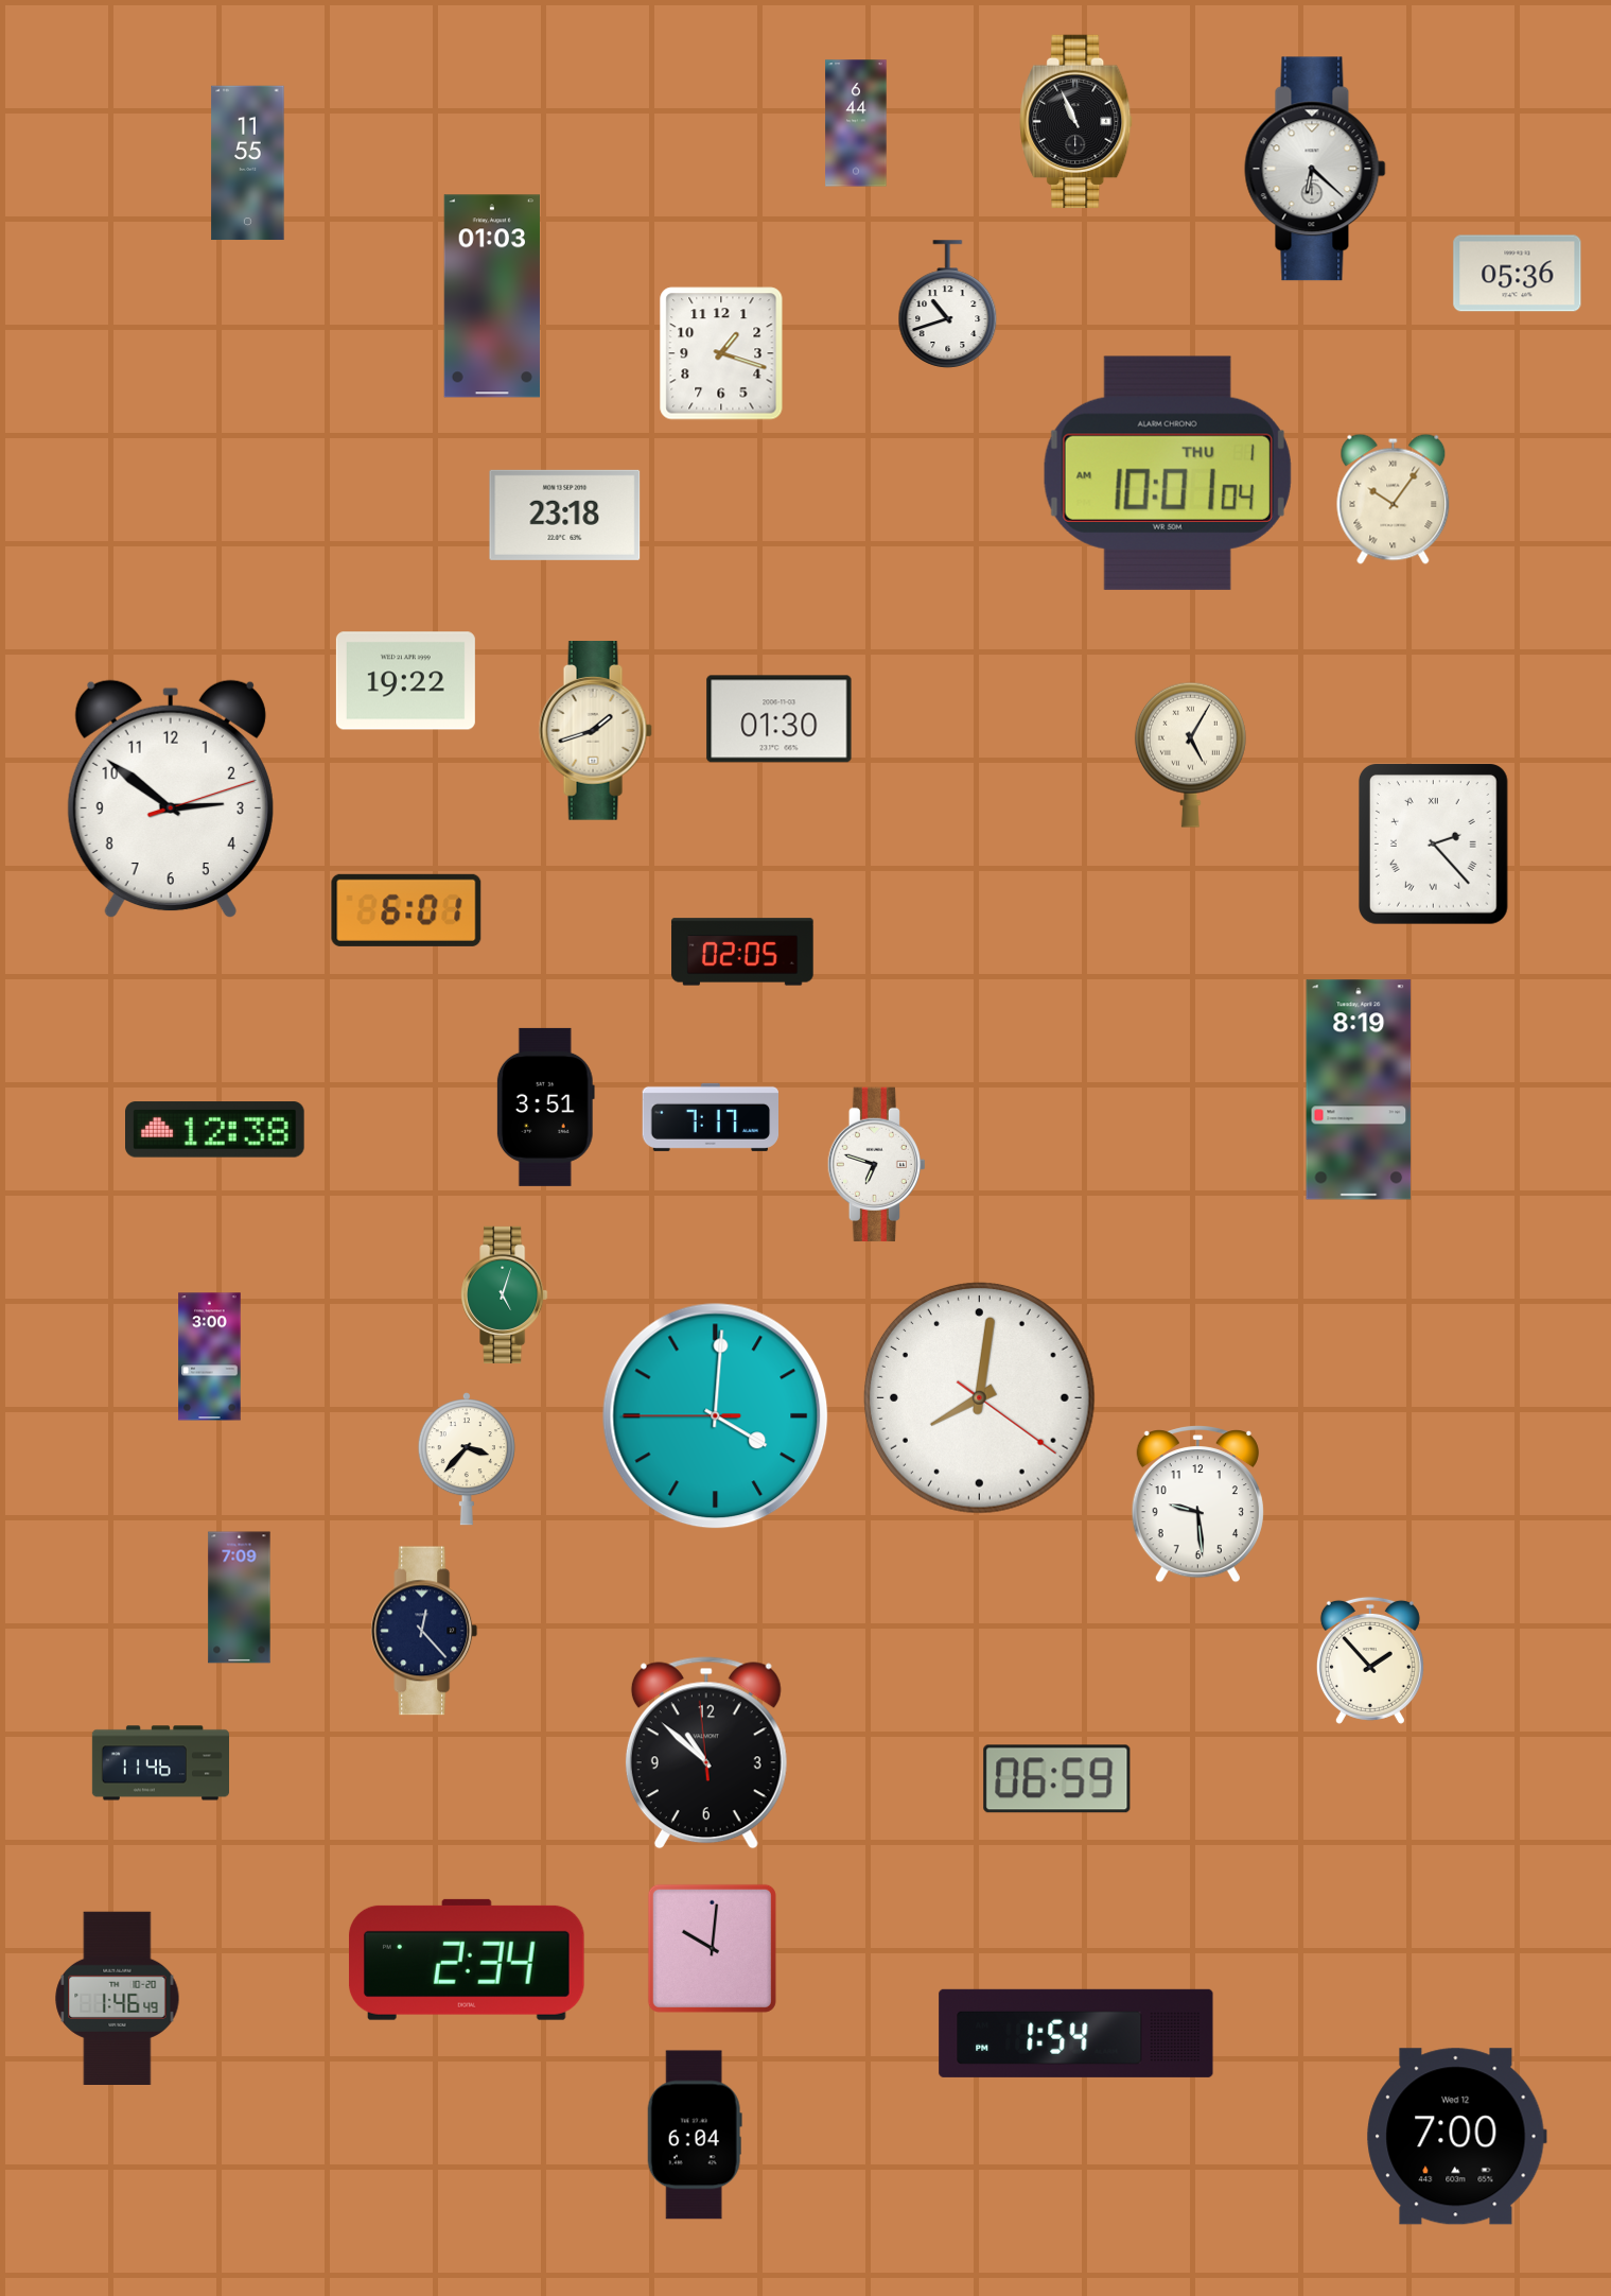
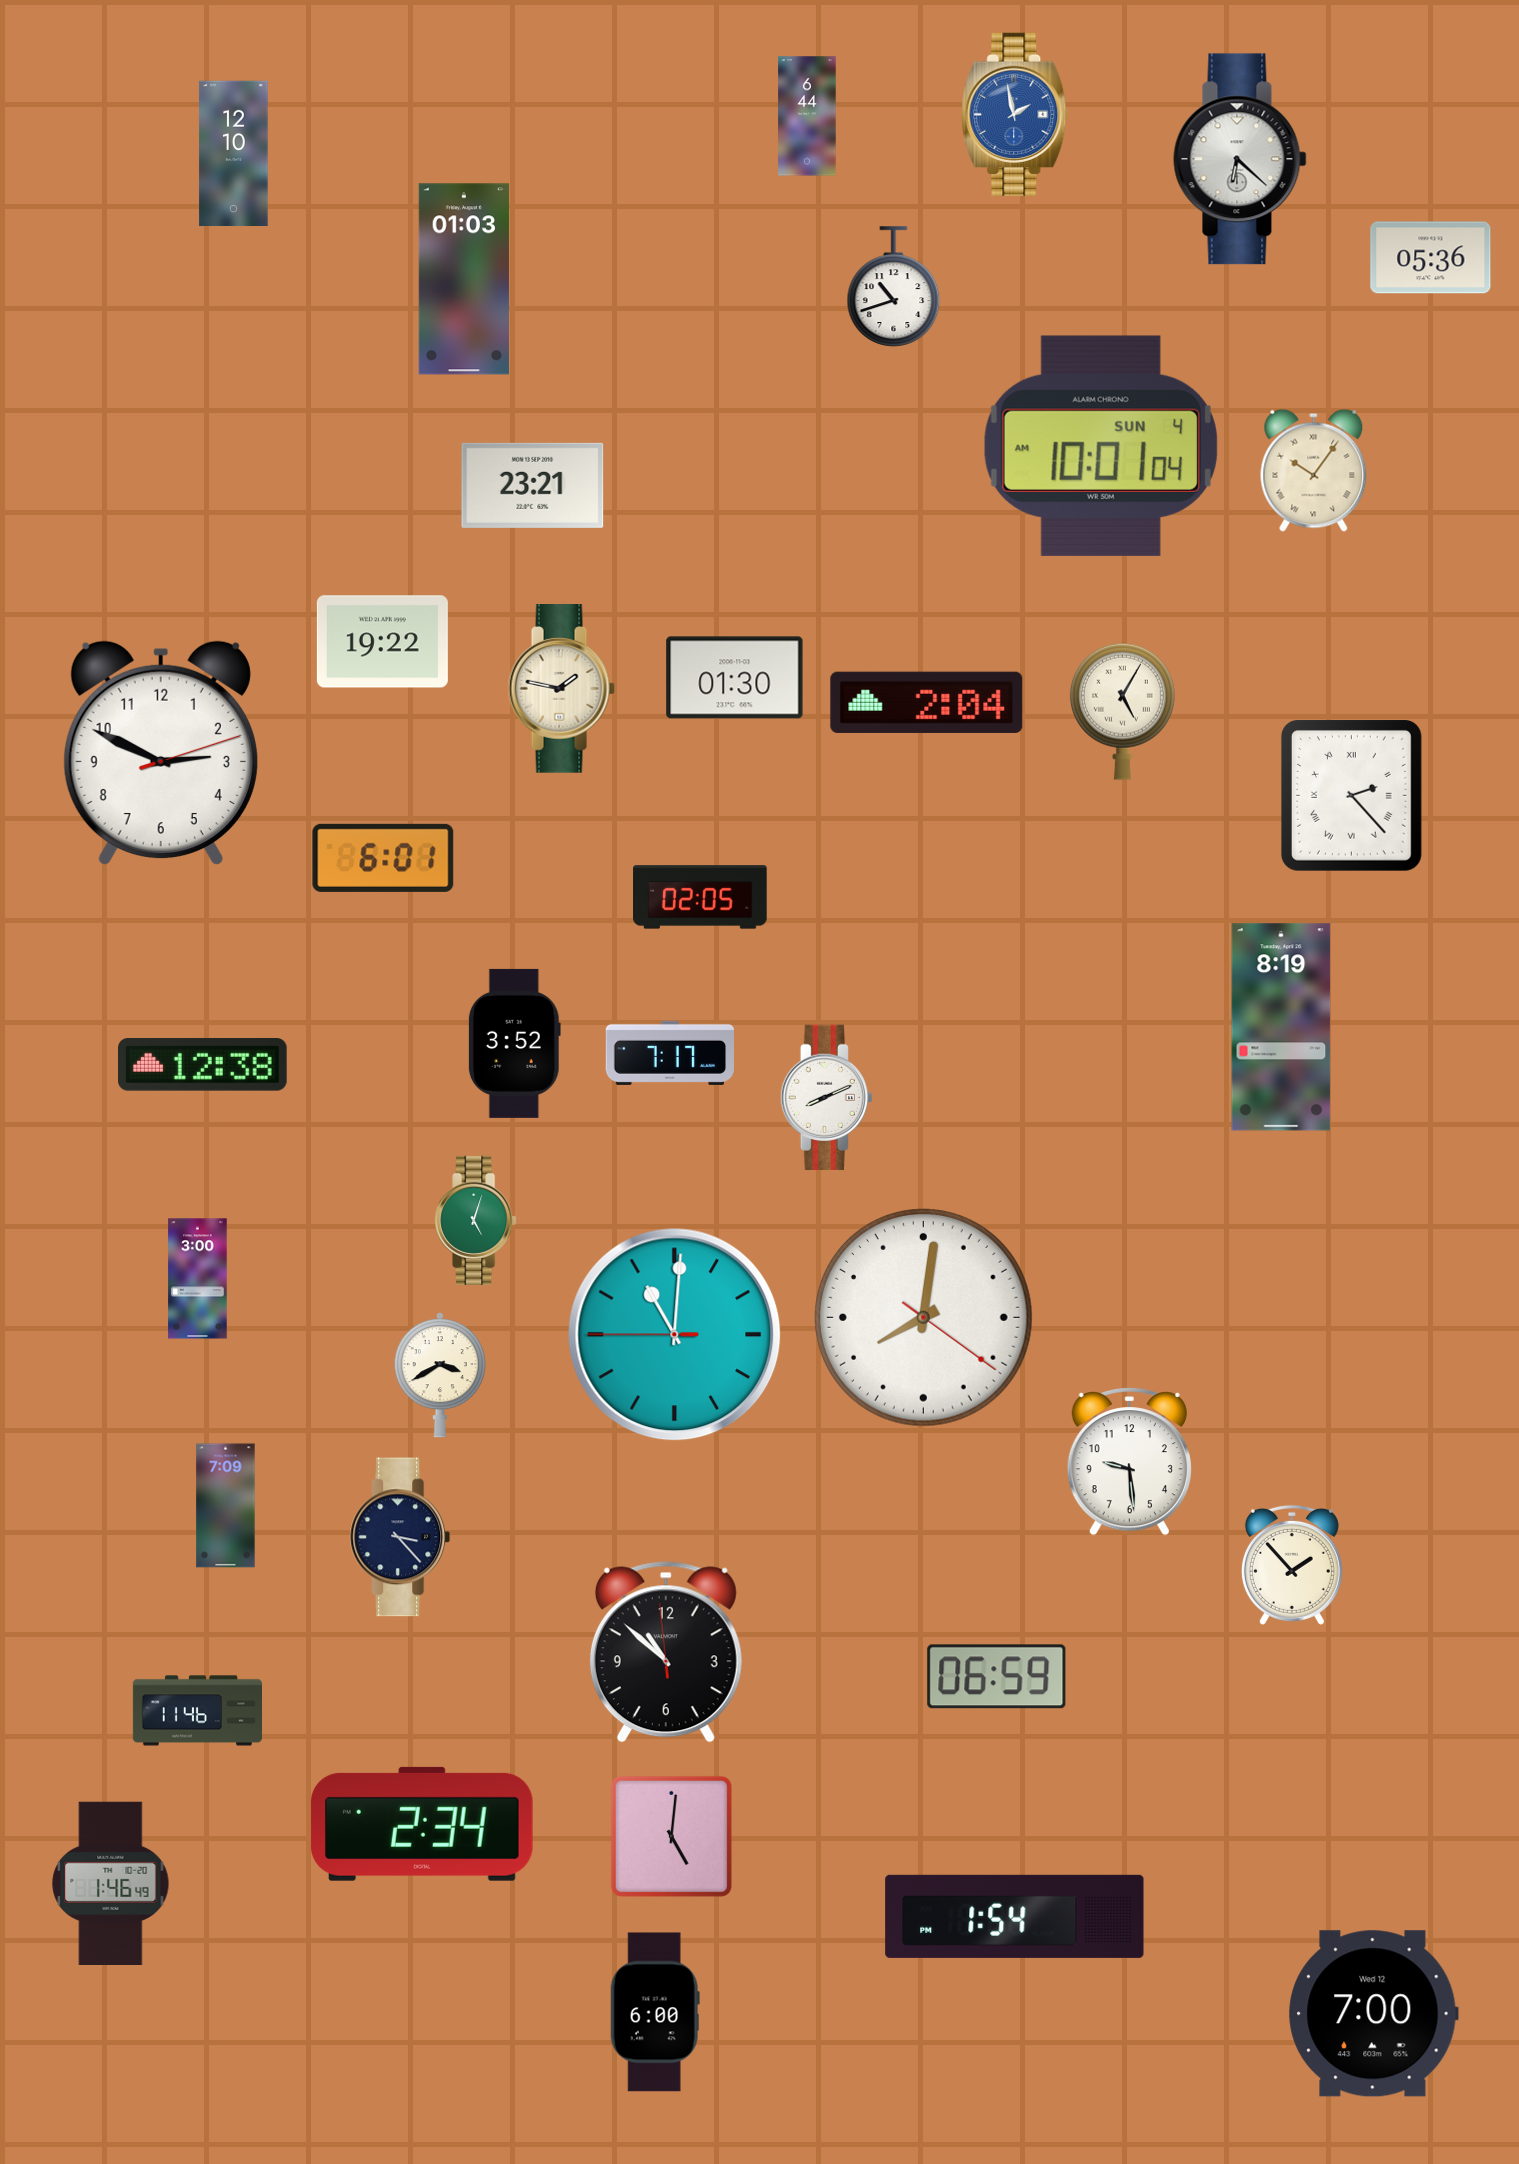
clock at (1076, 121): 10:56 -> 1:58
clock at (1076, 121) dial: black -> blue
clock at (248, 163): 11:55 -> 12:10
clock at (721, 353): 1:18 -> none
clock at (1168, 473) date: THU 1 -> SUN 4
clock at (565, 515): 23:18 -> 23:21
clock at (595, 731): 1:42 -> 1:47
clock at (927, 702): none -> 2:04
clock at (171, 799): 2:51 -> 2:49
clock at (545, 1107): 3:51 -> 3:52
clock at (876, 1165): 6:48 -> 8:11
clock at (716, 1416): 4:00 -> 11:00
clock at (467, 1459): 3:37 -> 3:40
clock at (1197, 1504) position: (1197, 1504) -> (1129, 1462)
clock at (424, 1631): 12:23 -> 3:23
clock at (160, 1763) position: (160, 1763) -> (197, 1711)
clock at (712, 1948): 10:01 -> 5:01
clock at (468, 1960) position: (468, 1960) -> (423, 1824)
clock at (695, 2135): 6:04 -> 6:00
